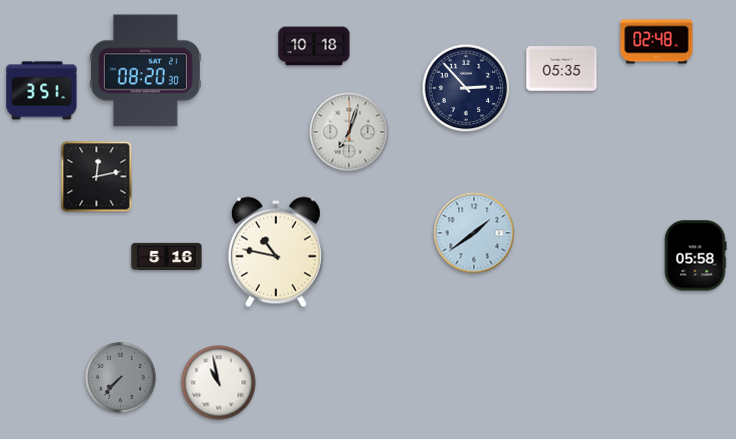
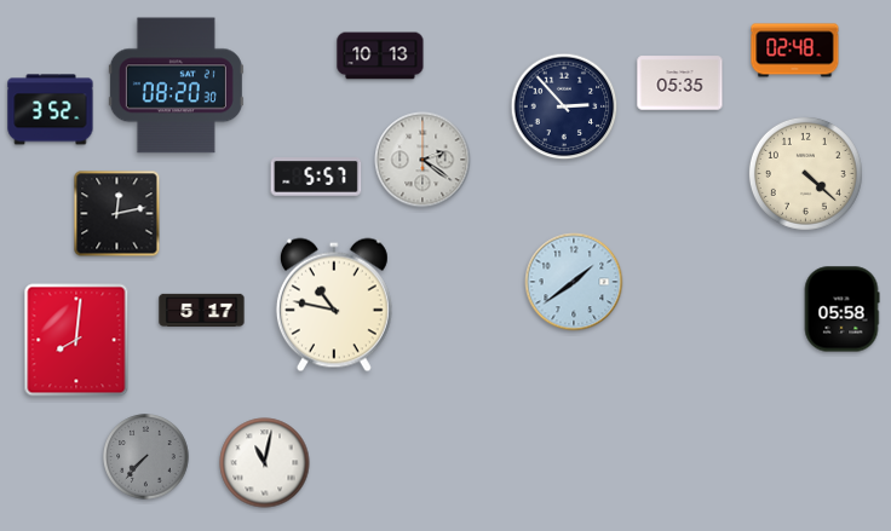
clock at (314, 46): 10:18 -> 10:13
clock at (42, 91): 3:51 -> 3:52
clock at (349, 132): 7:03 -> 2:21
clock at (805, 173): none -> 4:22
clock at (316, 177): none -> 5:57
clock at (167, 256): 5:16 -> 5:17
clock at (76, 340): none -> 8:01
clock at (219, 383): 10:58 -> 11:02
